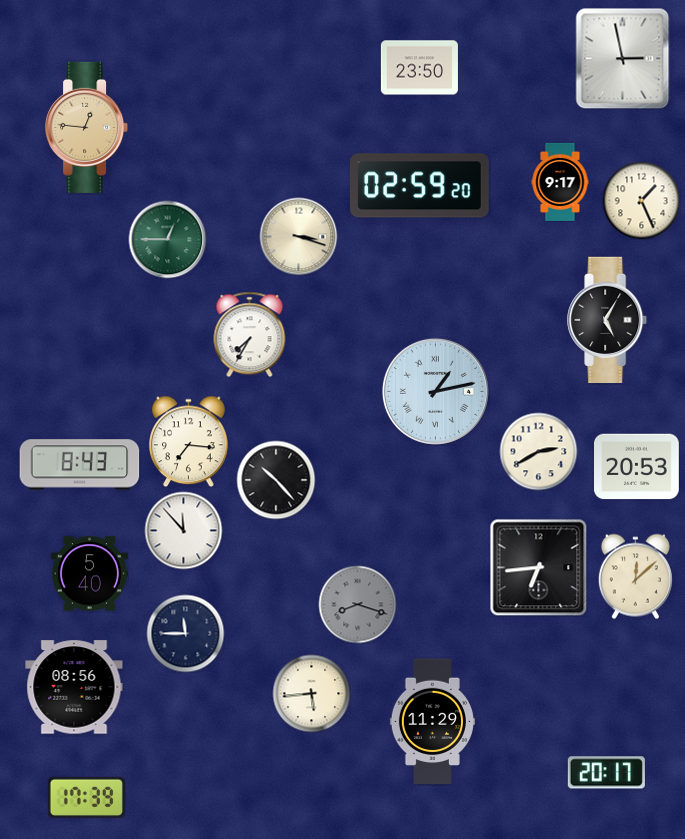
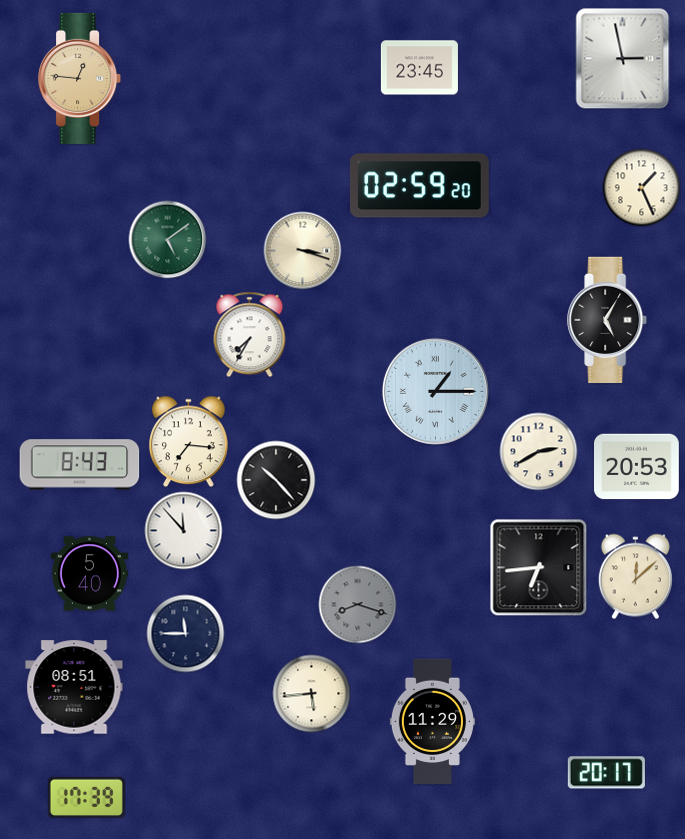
clock at (419, 68): 23:50 -> 23:45
clock at (87, 127) position: (87, 127) -> (80, 78)
clock at (560, 182): 9:17 -> none
clock at (641, 200) position: (641, 200) -> (641, 187)
clock at (298, 236) position: (298, 236) -> (302, 250)
clock at (167, 239): 12:45 -> 5:09
clock at (435, 391): 1:13 -> 1:15
clock at (74, 687): 08:56 -> 08:51
